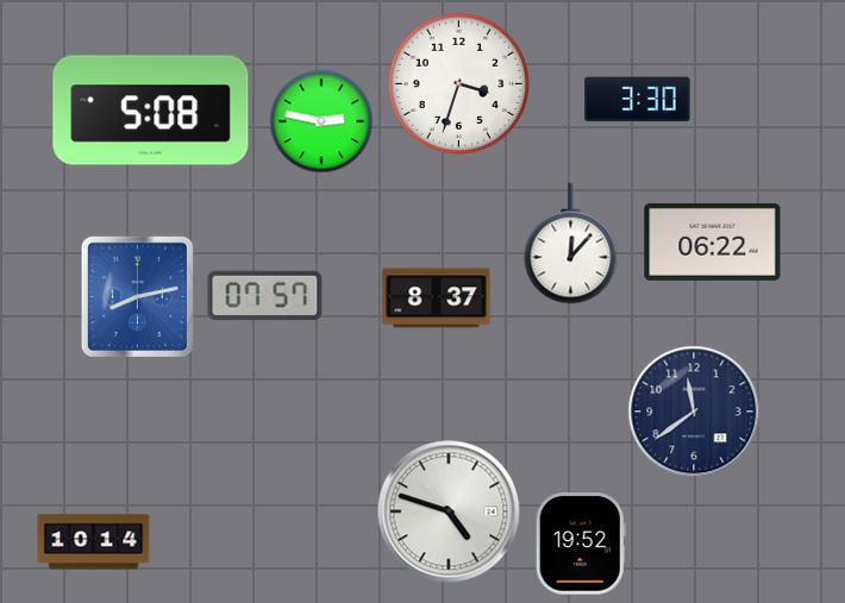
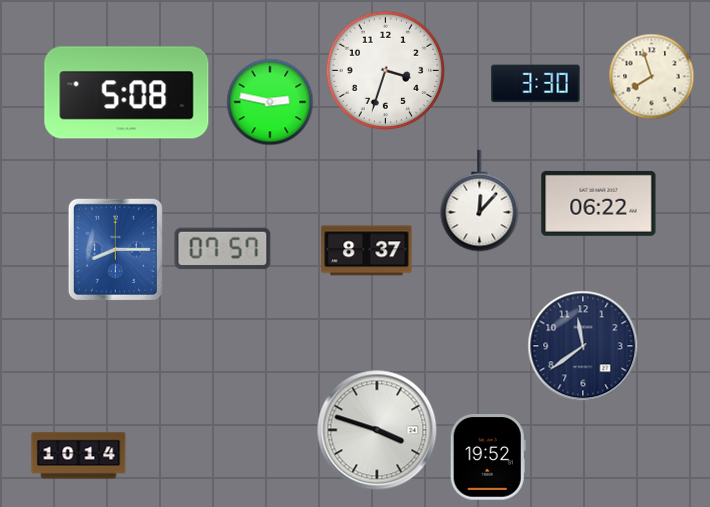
clock at (652, 77): none -> 7:57
clock at (571, 244) position: (571, 244) -> (480, 201)
clock at (137, 296): 8:13 -> 8:15
clock at (449, 511): 4:48 -> 3:48
